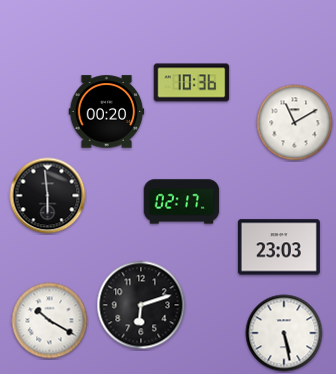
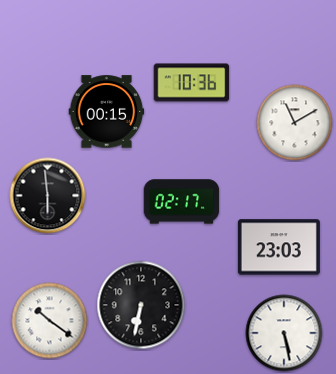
clock at (107, 112): 00:20 -> 00:15
clock at (141, 305): 6:12 -> 6:32
clock at (50, 321): 10:20 -> 10:21
